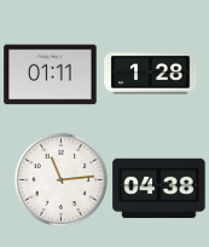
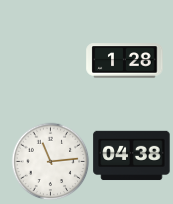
clock at (51, 75): 01:11 -> none
clock at (60, 179) position: (60, 179) -> (50, 161)
